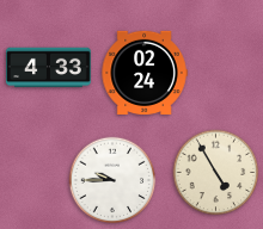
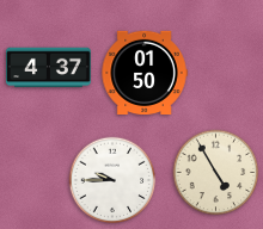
clock at (49, 68): 4:33 -> 4:37
clock at (145, 72): 02:24 -> 01:50
